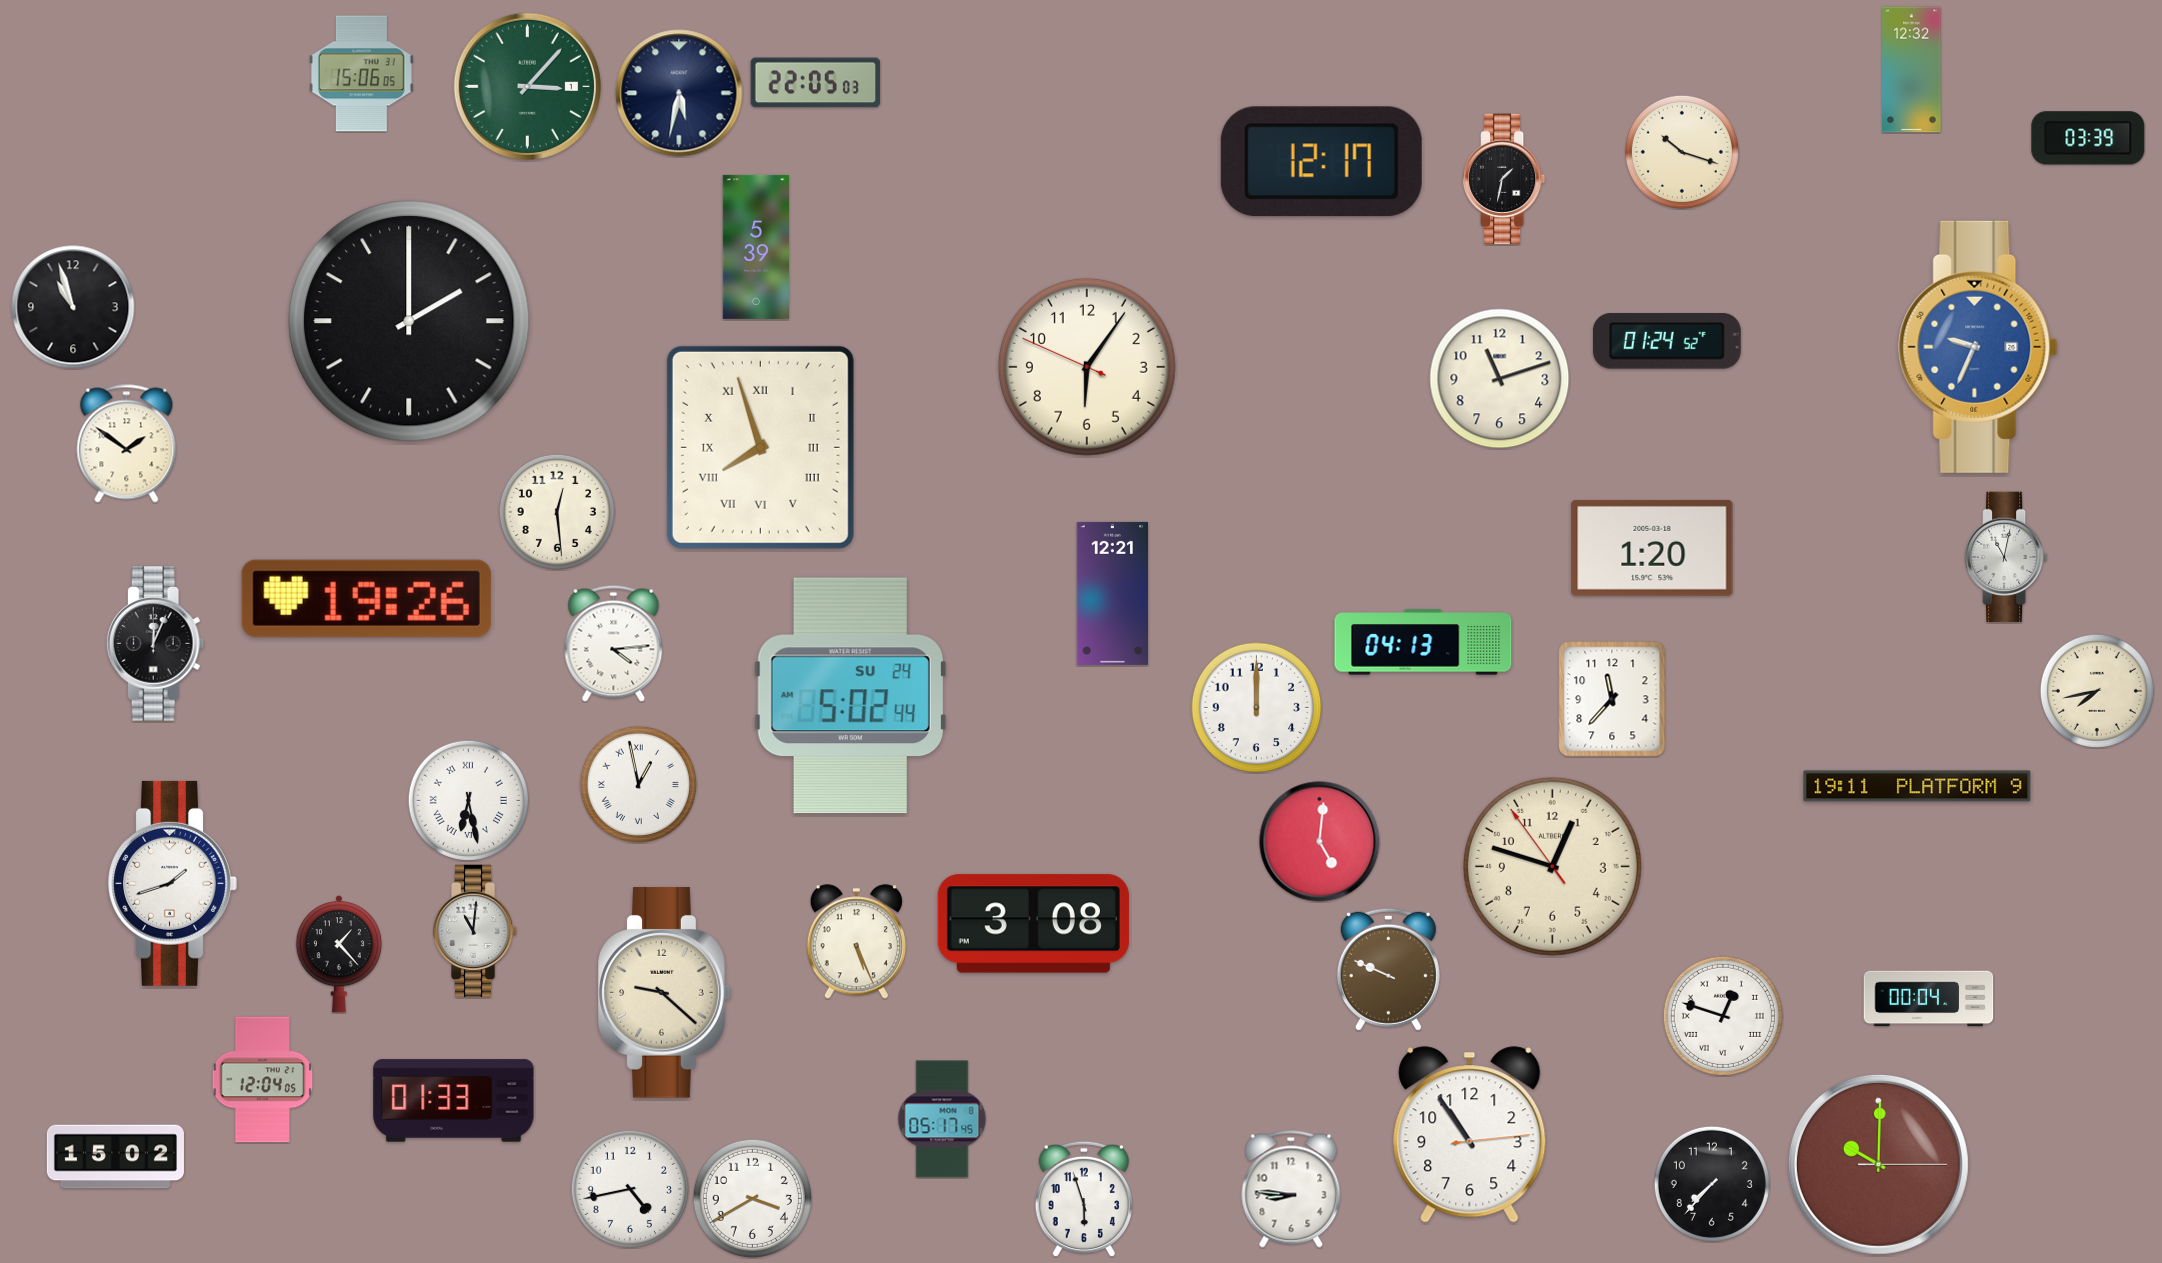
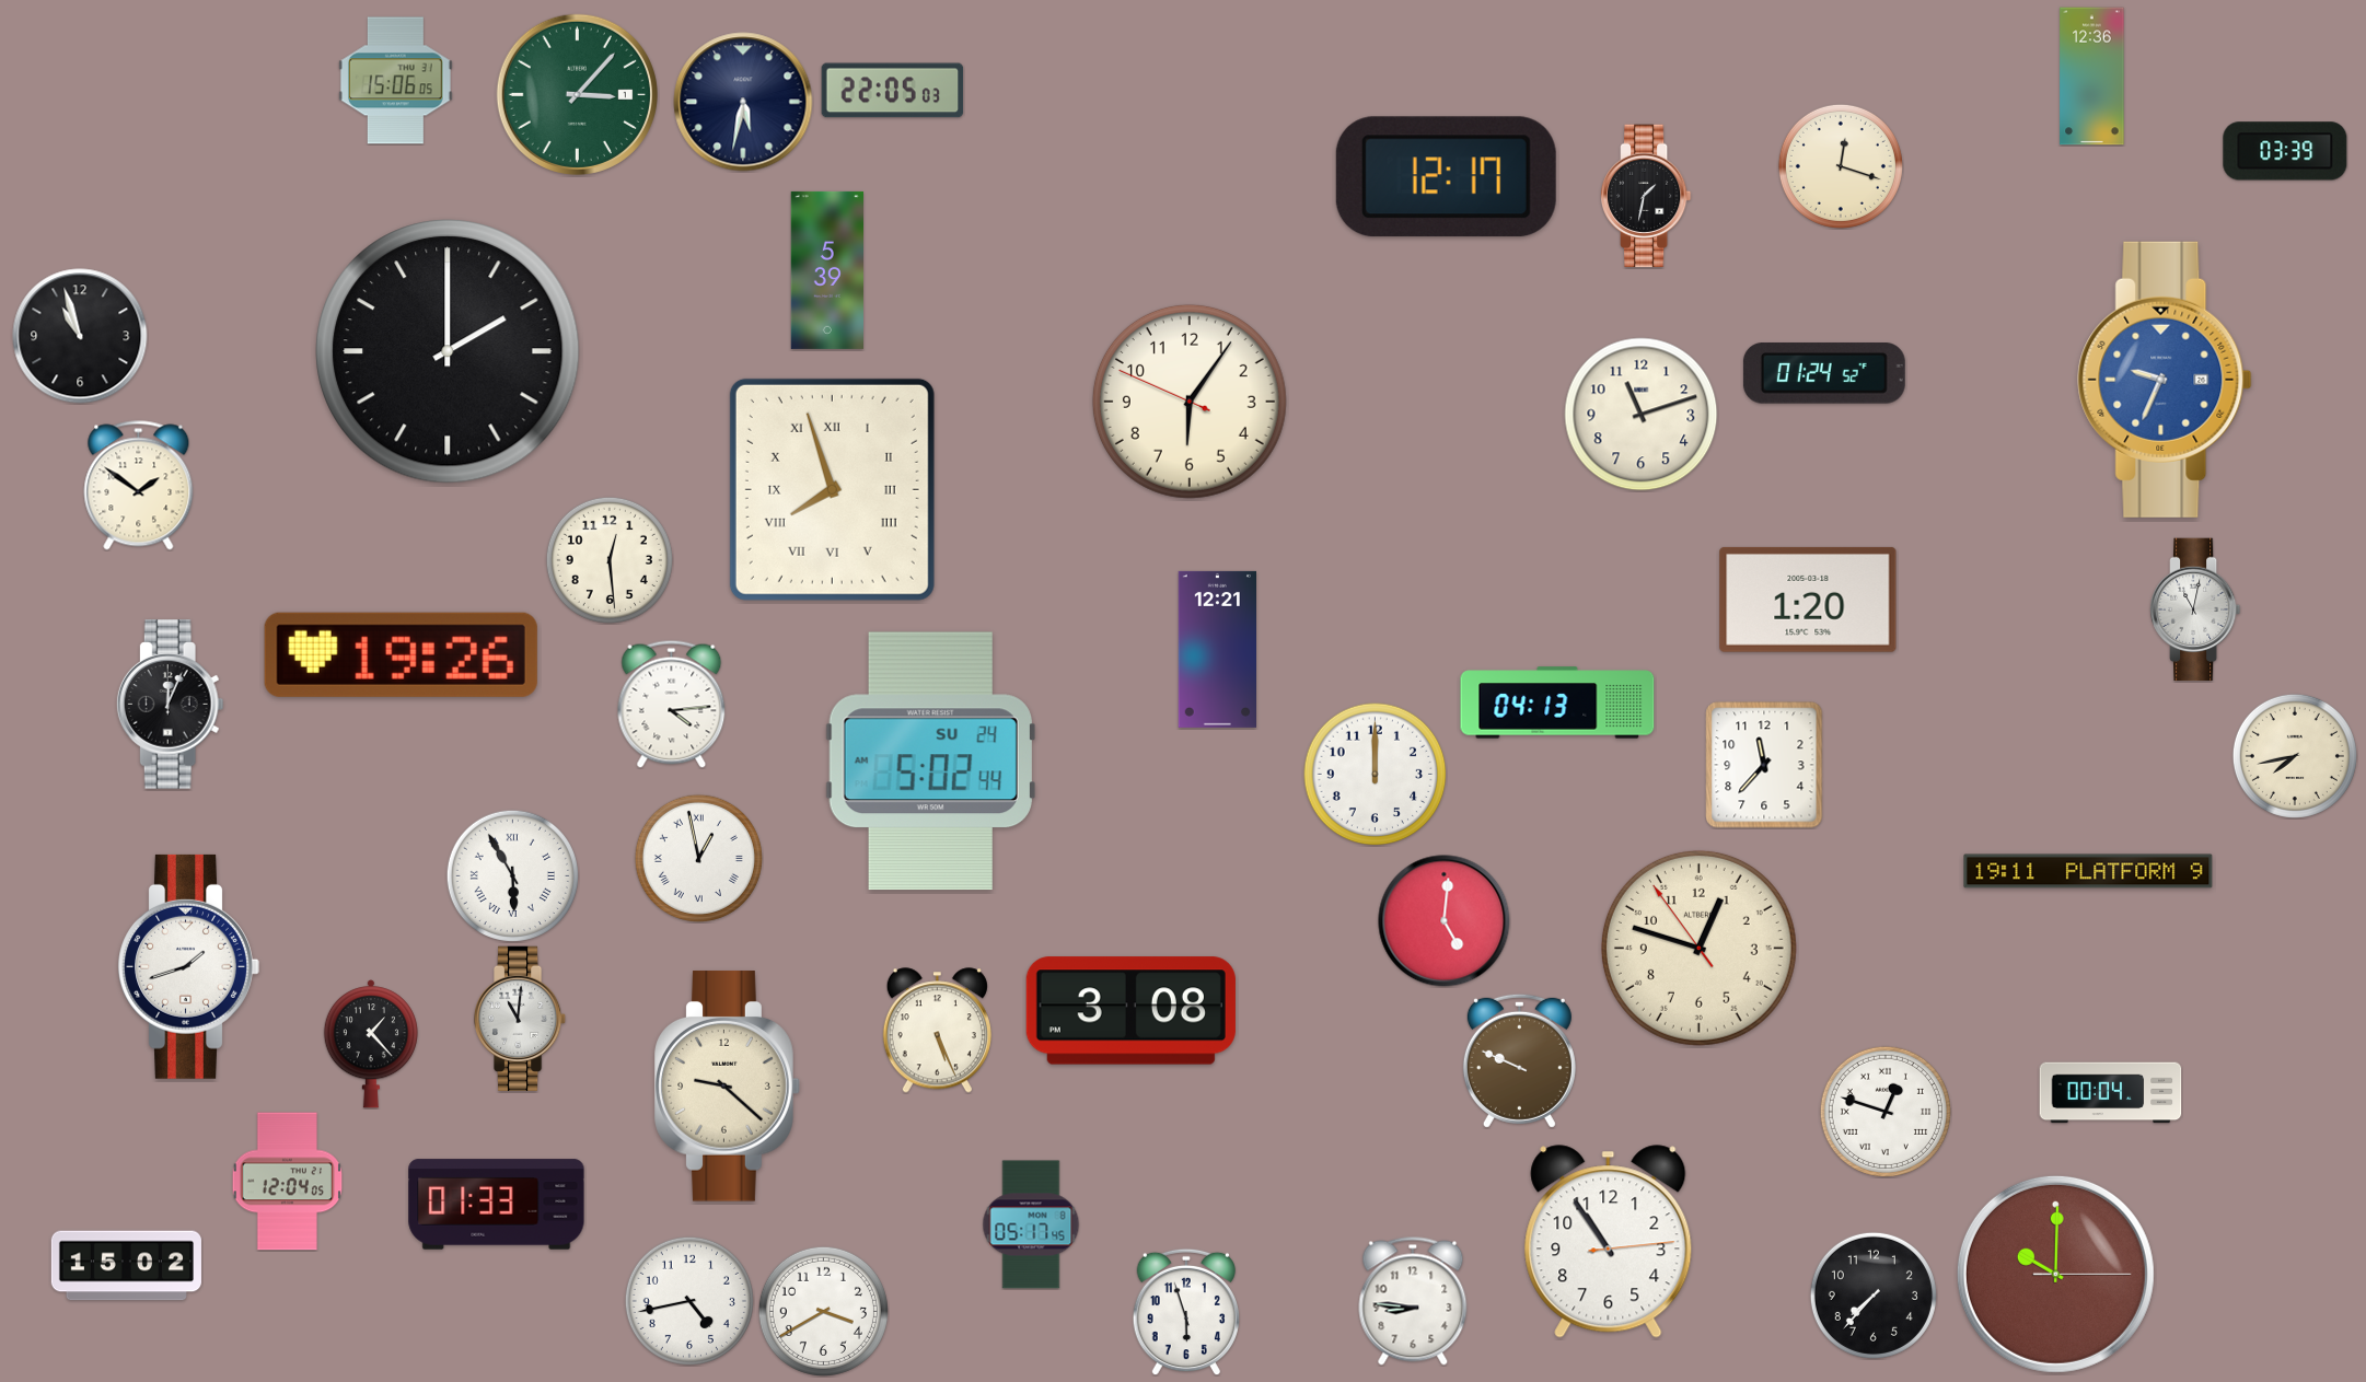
clock at (1912, 70): 12:32 -> 12:36
clock at (1682, 152): 10:18 -> 12:18
clock at (1917, 786) position: (1917, 786) -> (2088, 871)
clock at (468, 800): 6:28 -> 5:55
